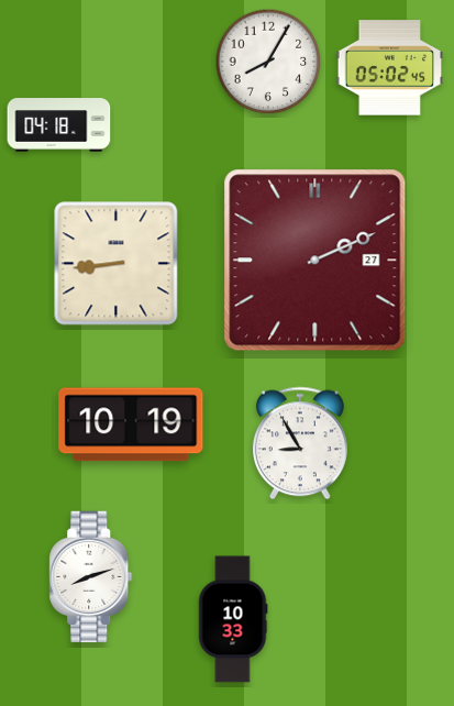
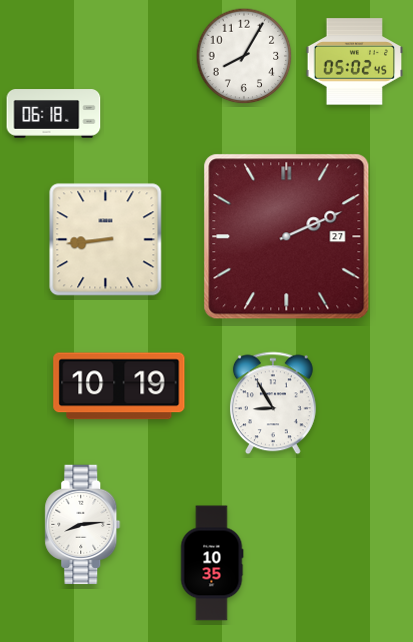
clock at (59, 125): 04:18 -> 06:18
clock at (91, 577): 8:12 -> 8:14
clock at (233, 619): 10:33 -> 10:35
